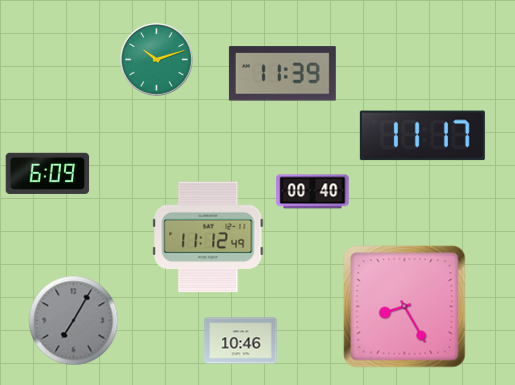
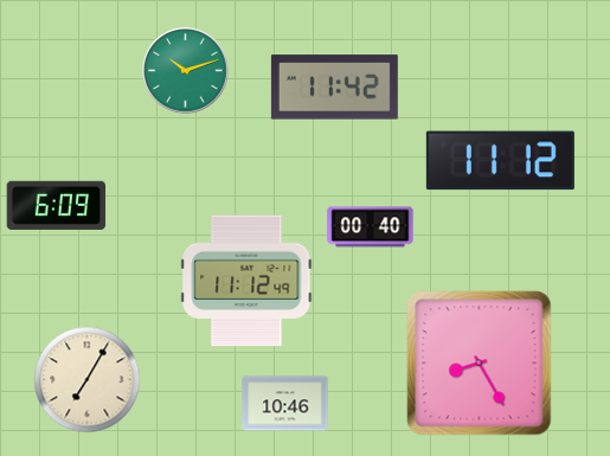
clock at (282, 74): 11:39 -> 11:42
clock at (422, 136): 11:17 -> 11:12
clock at (74, 321) dial: grey -> cream
